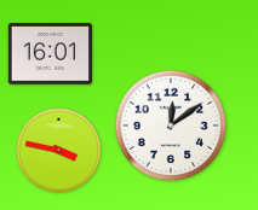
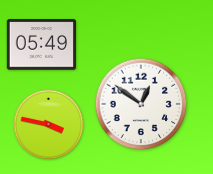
clock at (50, 54): 16:01 -> 05:49
clock at (171, 126): 12:09 -> 12:51
